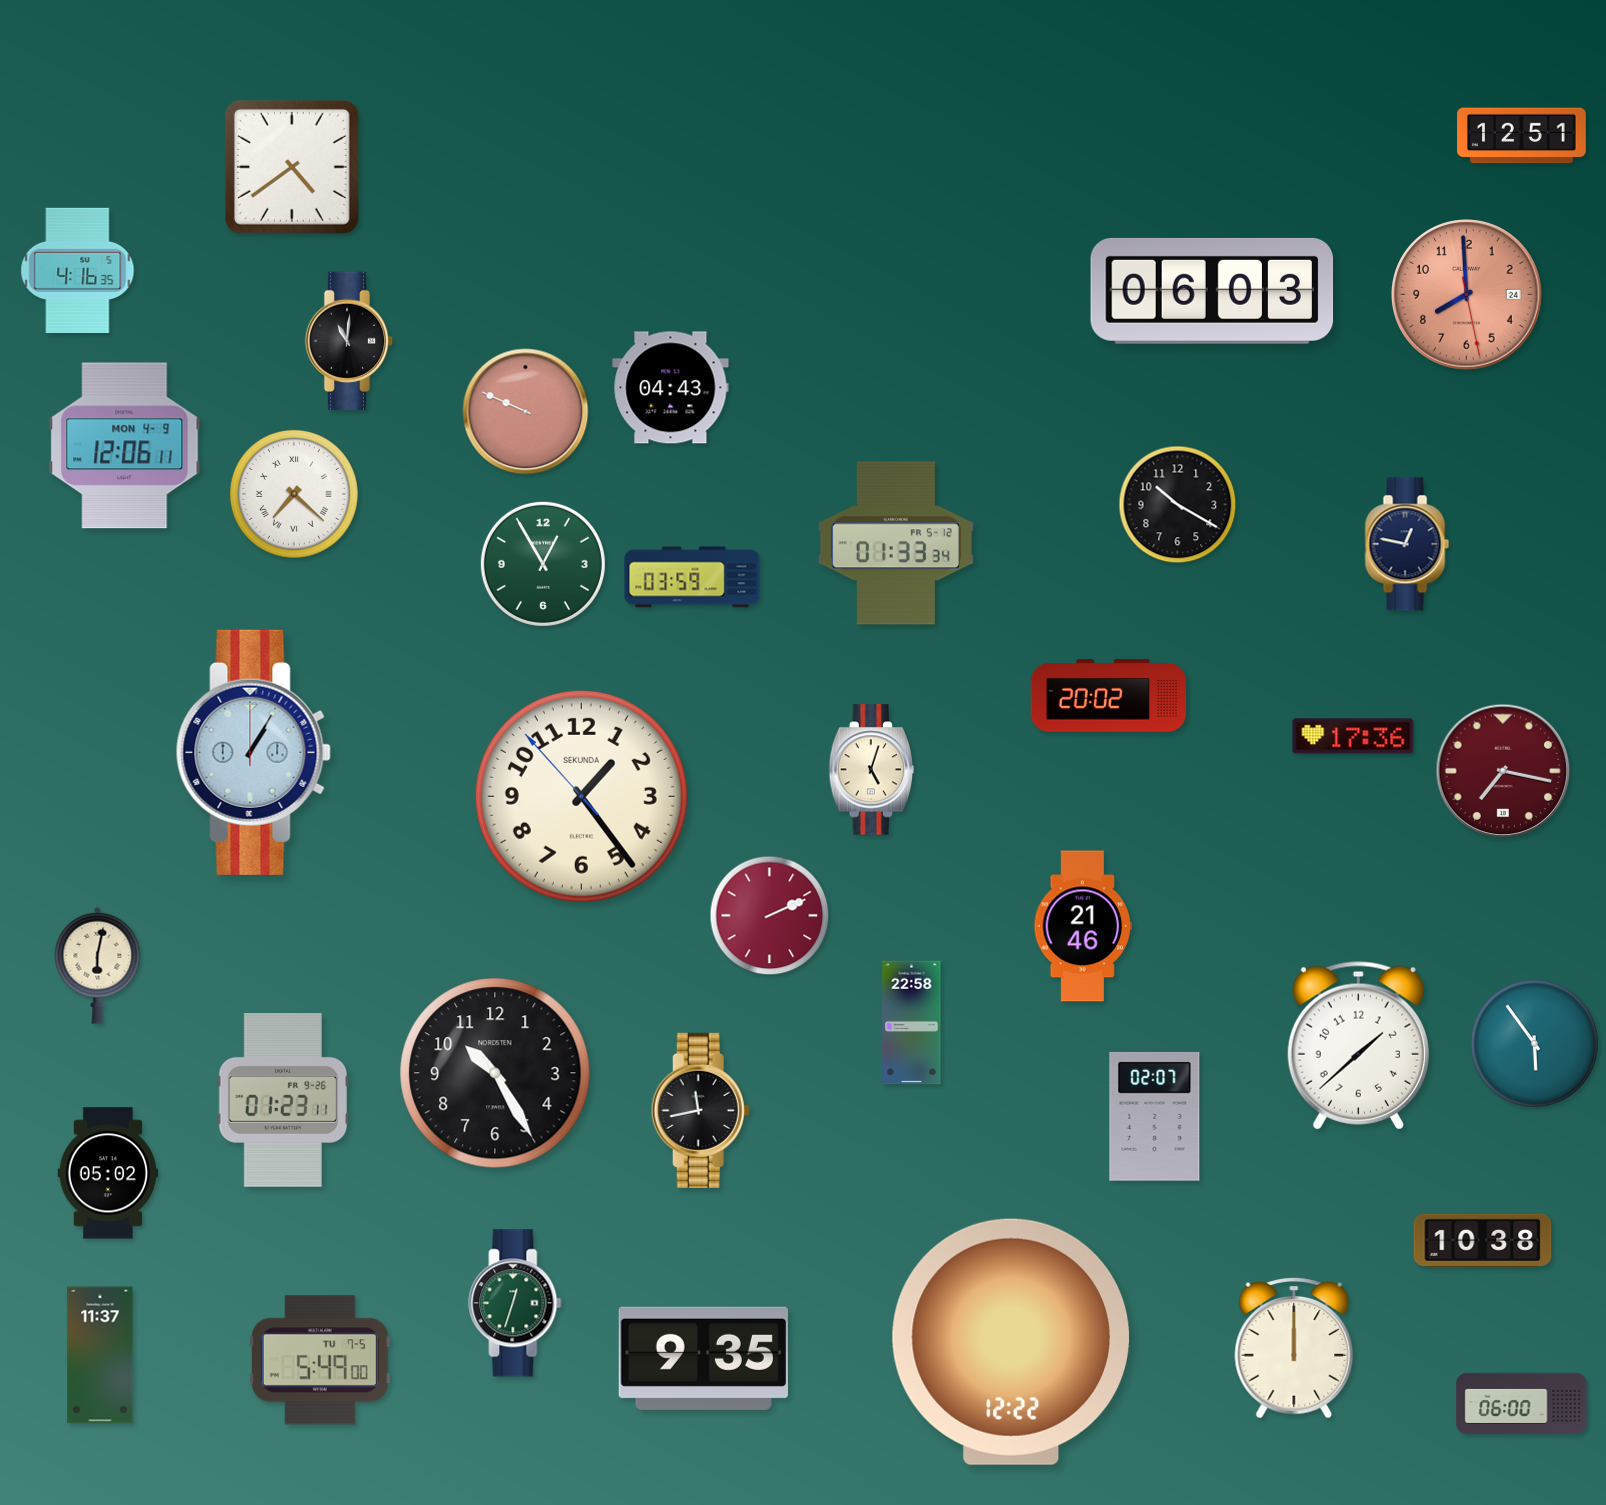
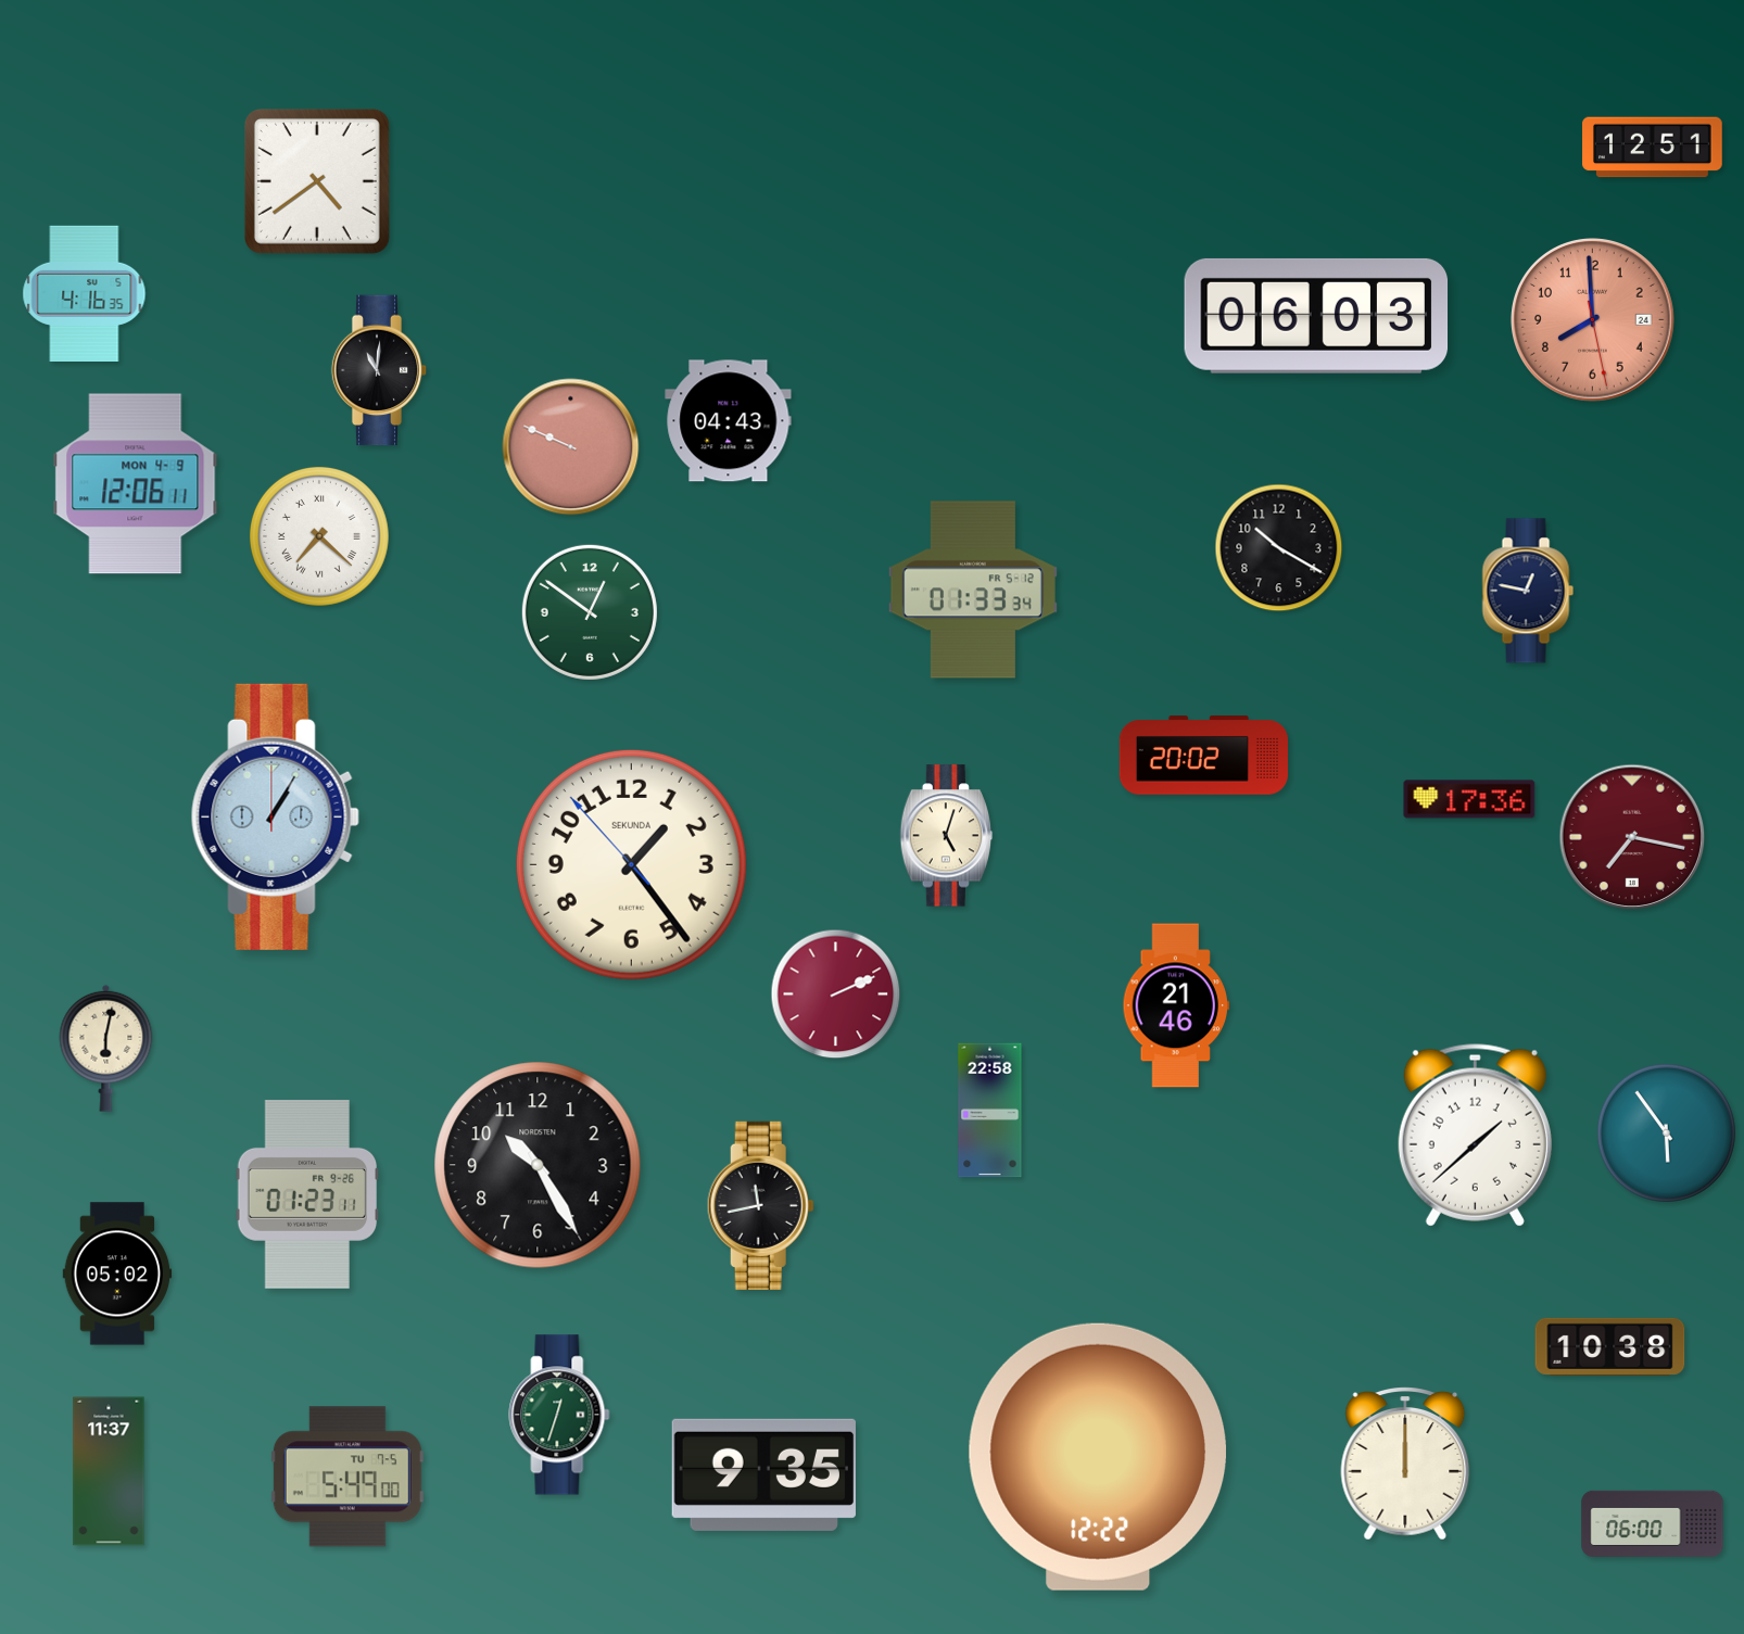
clock at (543, 564): 12:55 -> 12:51
clock at (692, 577): 03:59 -> none
clock at (1155, 1116): 02:07 -> none
